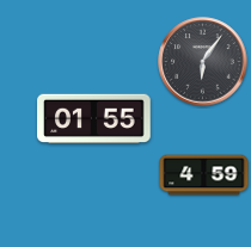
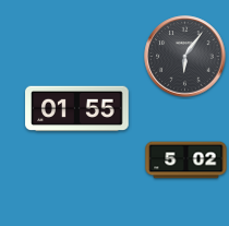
clock at (94, 119) position: (94, 119) -> (77, 109)
clock at (204, 175): 4:59 -> 5:02
